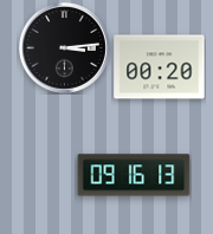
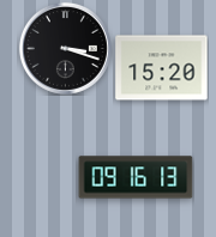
clock at (64, 47): 3:14 -> 3:18
clock at (160, 67): 00:20 -> 15:20
